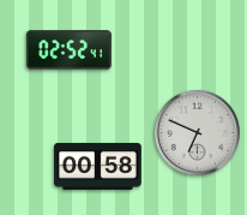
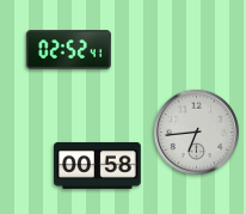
clock at (197, 132): 6:49 -> 6:44
